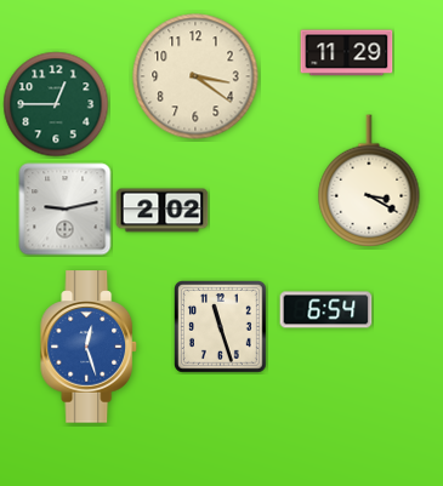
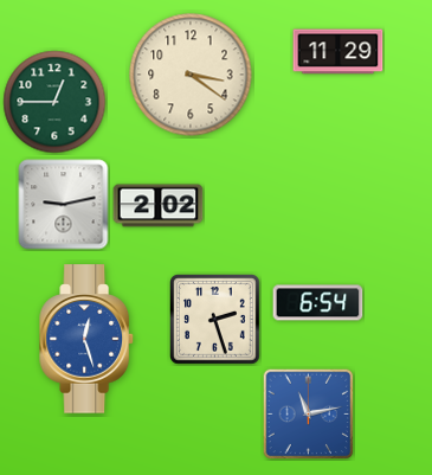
clock at (369, 181): 3:20 -> none
clock at (221, 327): 11:27 -> 2:27
clock at (308, 413): none -> 11:13
